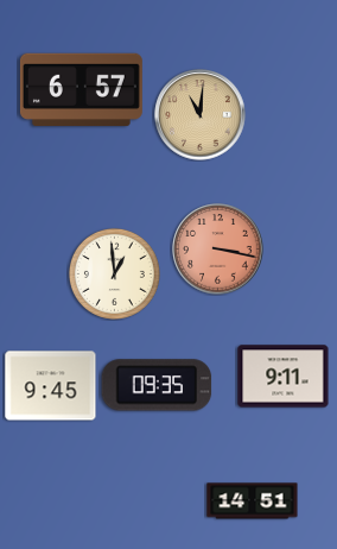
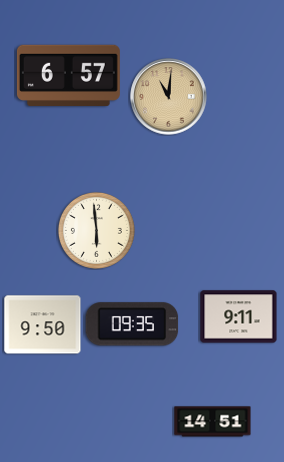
clock at (218, 250): 3:17 -> none
clock at (114, 273): 12:59 -> 5:59
clock at (51, 386): 9:45 -> 9:50
